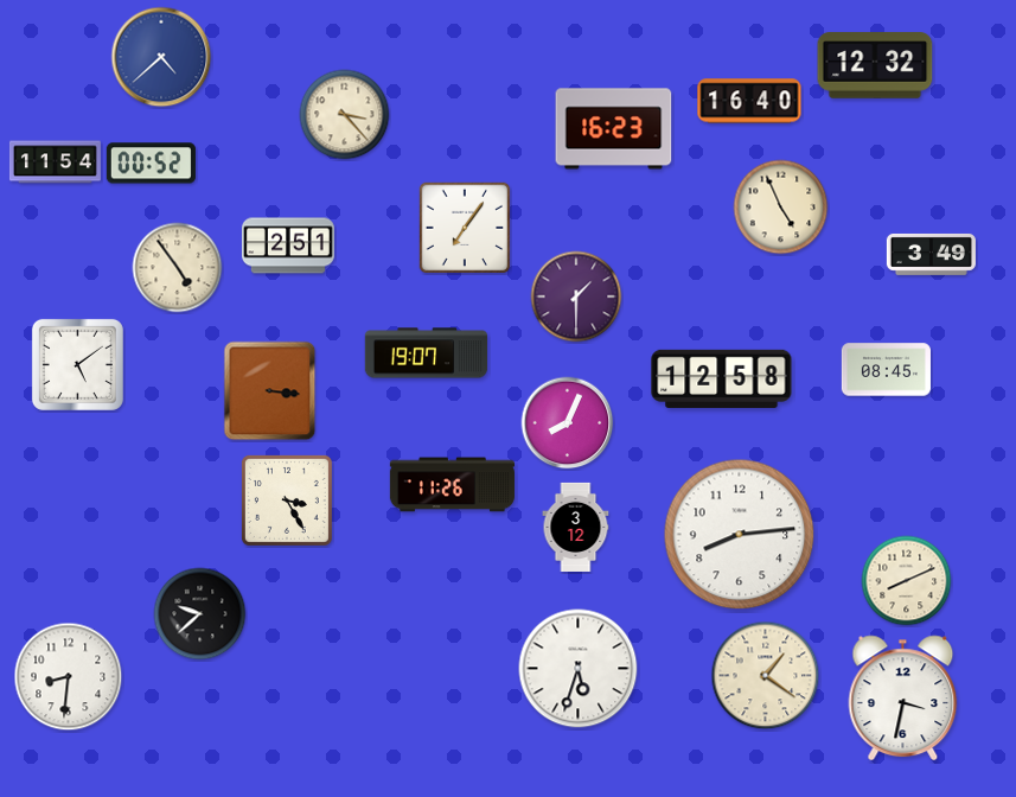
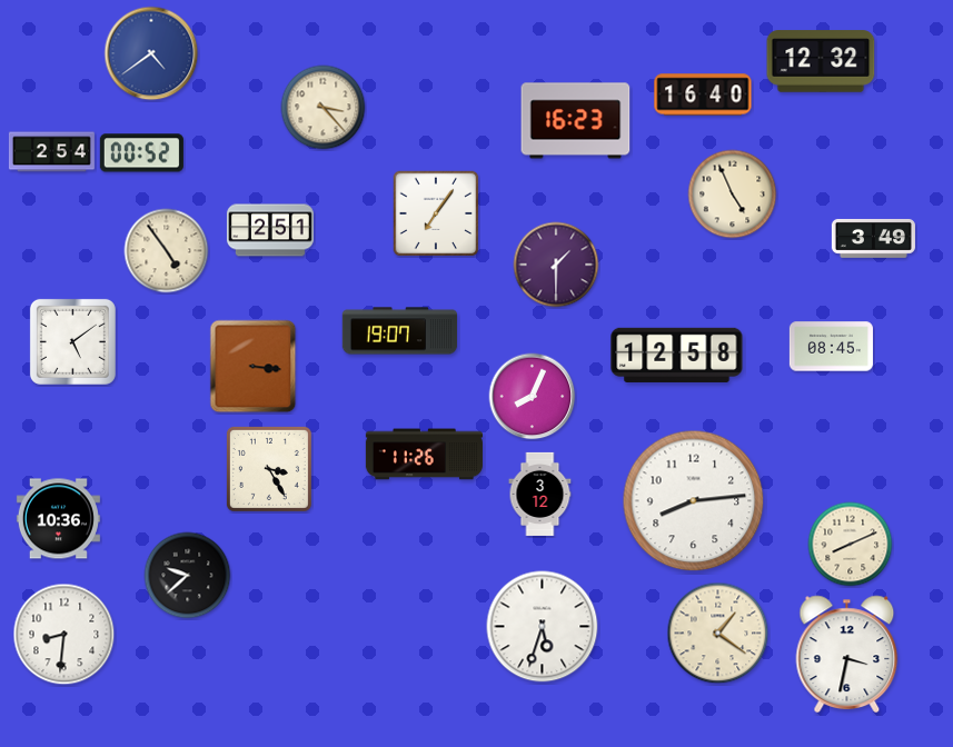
clock at (161, 57): 4:38 -> 4:39
clock at (55, 162): 11:54 -> 2:54
clock at (576, 297) position: (576, 297) -> (556, 265)
clock at (58, 519): none -> 10:36
